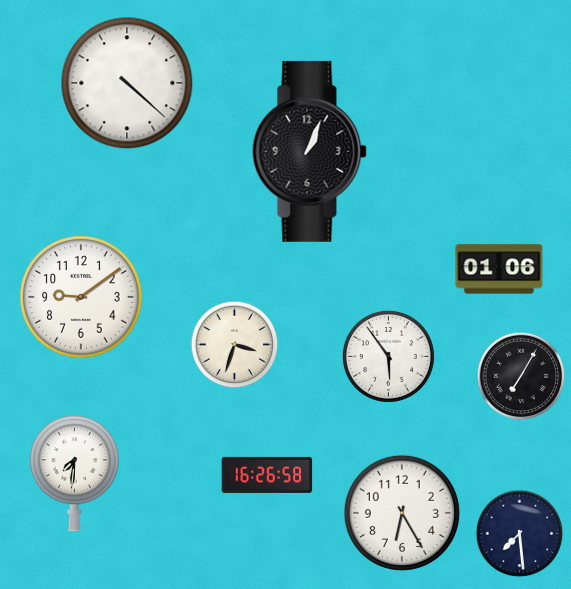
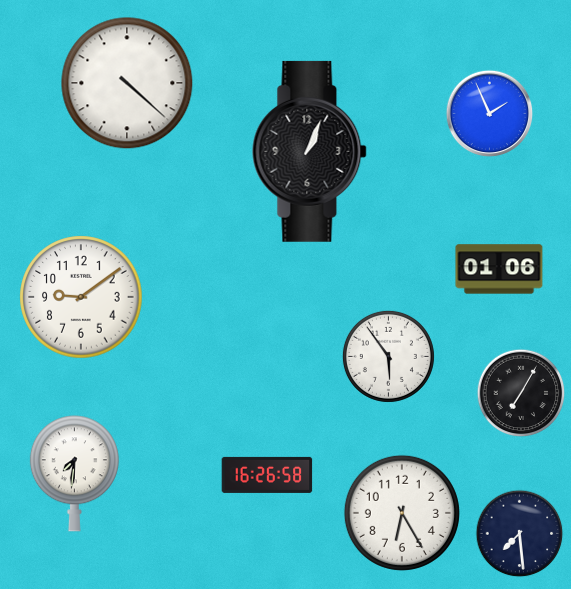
clock at (490, 114): none -> 1:56
clock at (235, 345): 3:33 -> none
clock at (521, 376) position: (521, 376) -> (521, 393)
